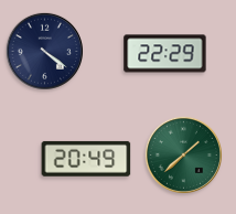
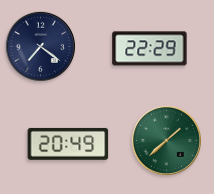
clock at (44, 51): 4:21 -> 7:21
clock at (86, 159) position: (86, 159) -> (68, 144)
